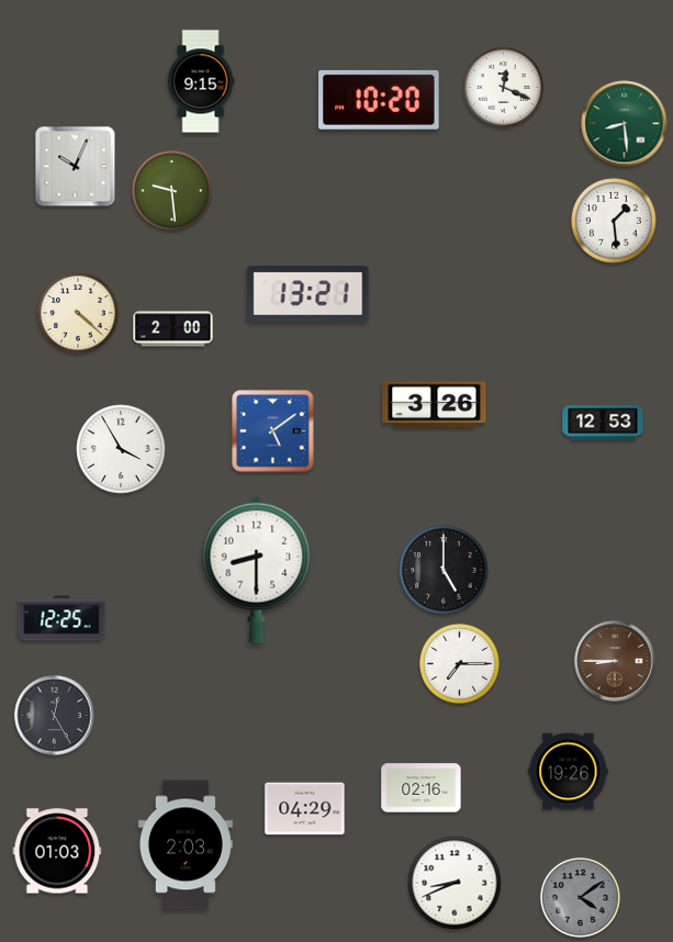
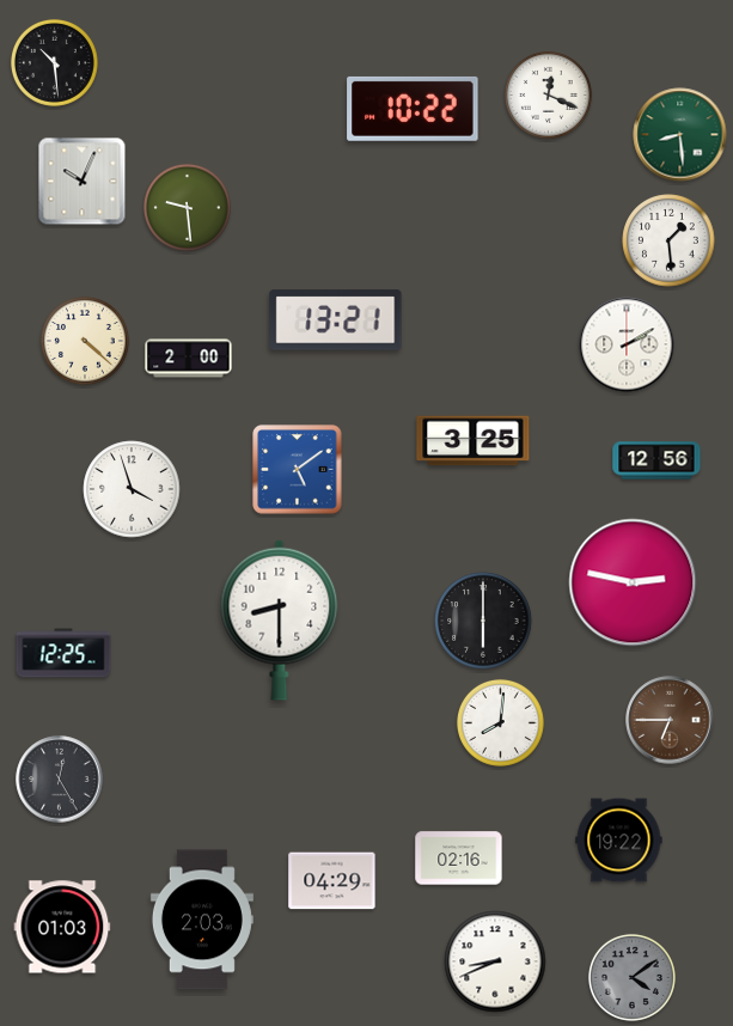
clock at (54, 62): none -> 10:29
clock at (201, 81): 9:15 -> none
clock at (379, 100): 10:20 -> 10:22
clock at (627, 344): none -> 2:10
clock at (435, 405): 3:26 -> 3:25
clock at (603, 423): 12:53 -> 12:56
clock at (121, 449): 3:55 -> 3:57
clock at (633, 582): none -> 2:47
clock at (444, 570): 5:00 -> 6:00
clock at (61, 618) position: (61, 618) -> (63, 653)
clock at (615, 661): 8:45 -> 6:45
clock at (459, 663): 7:15 -> 8:01
clock at (569, 772): 19:26 -> 19:22
